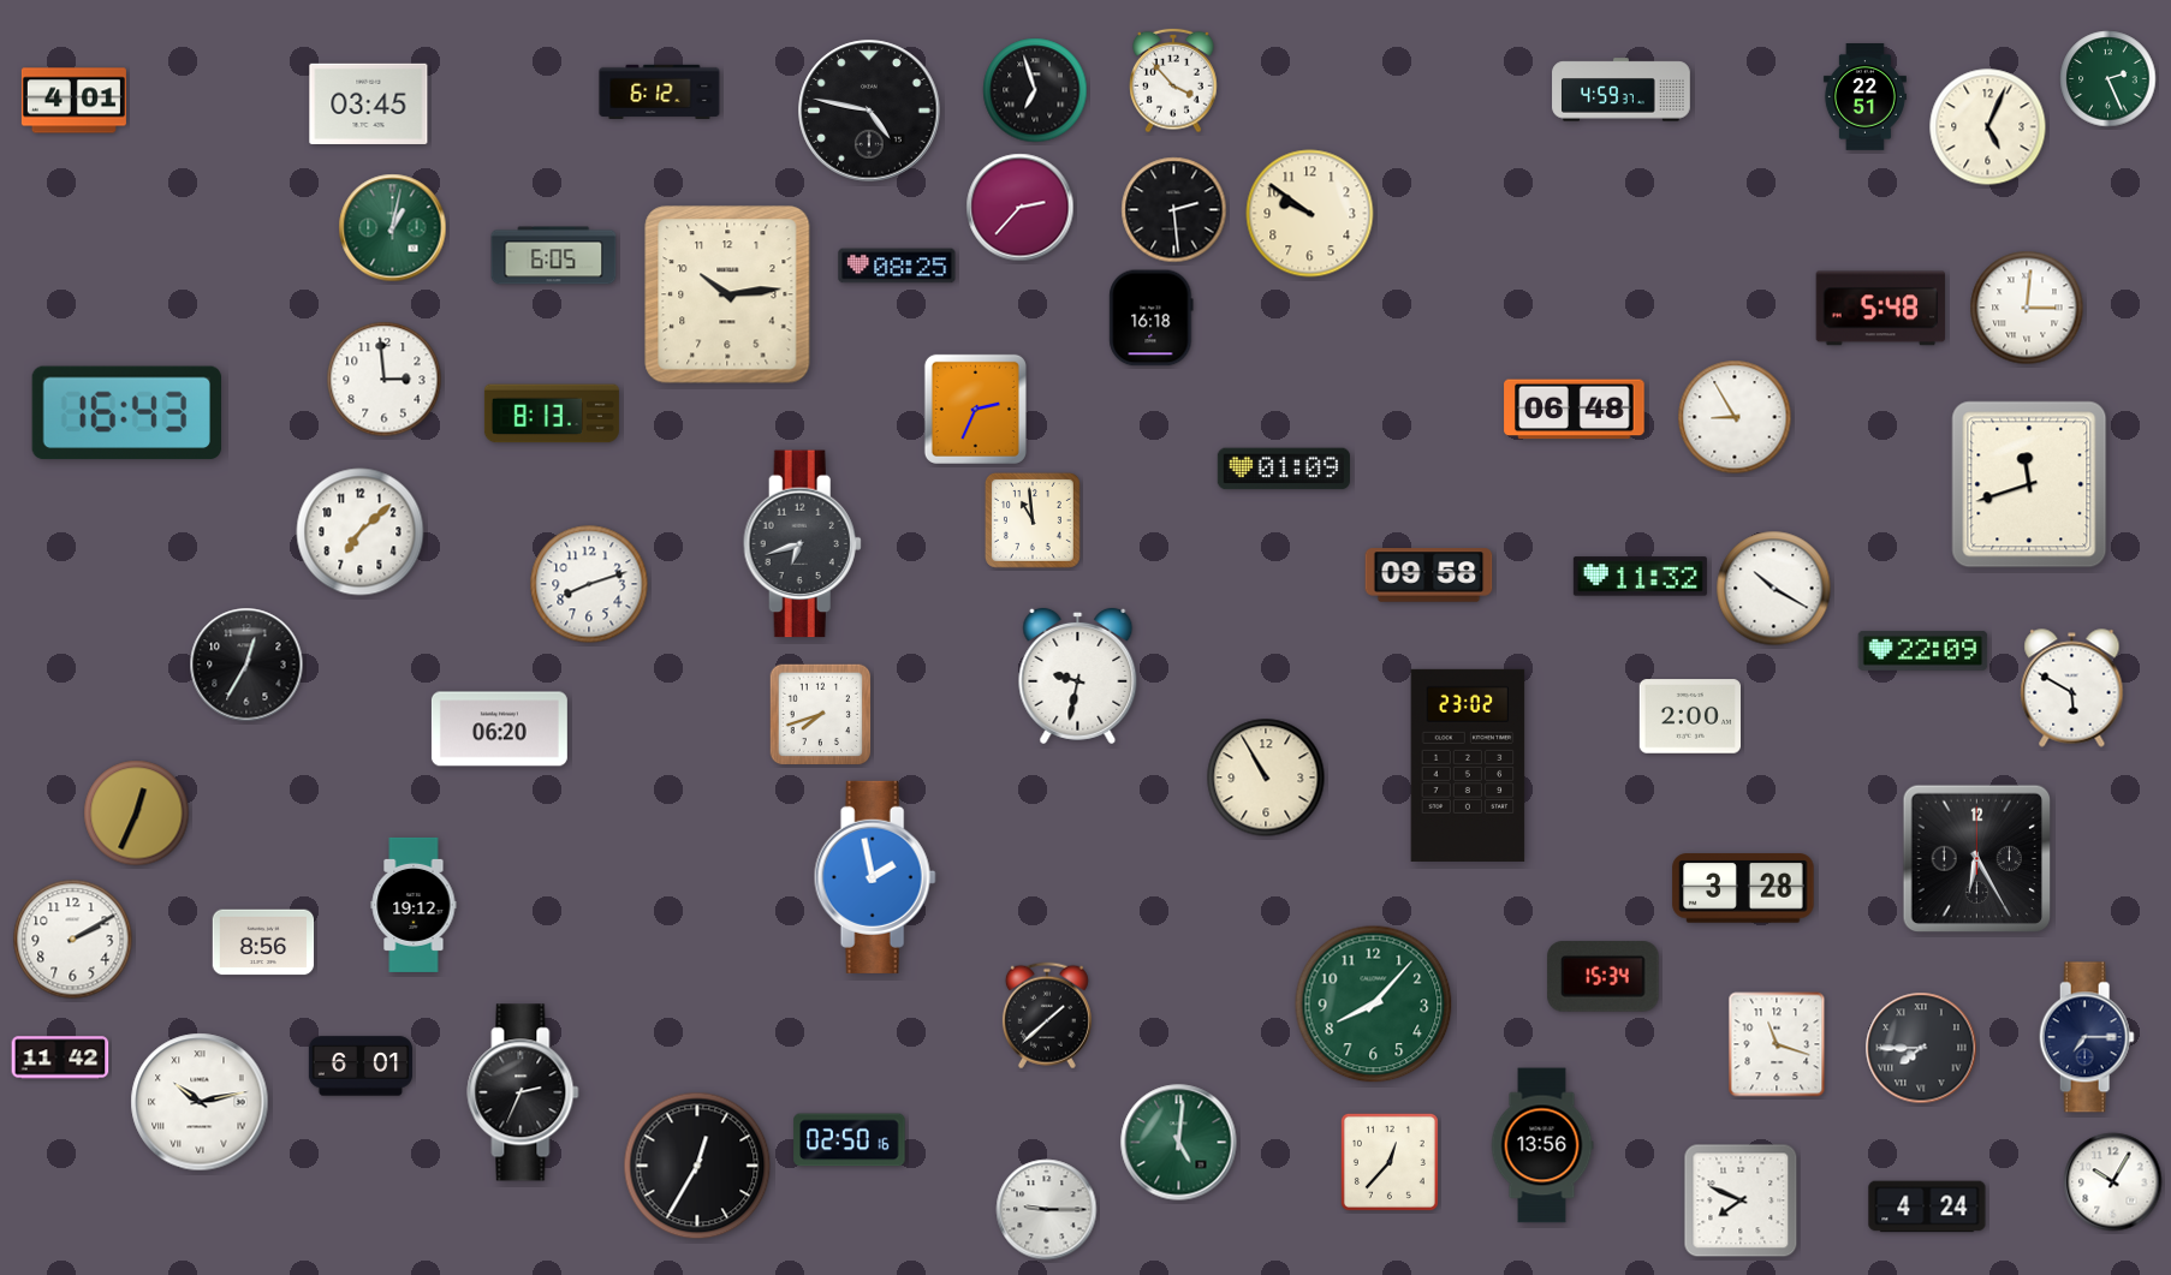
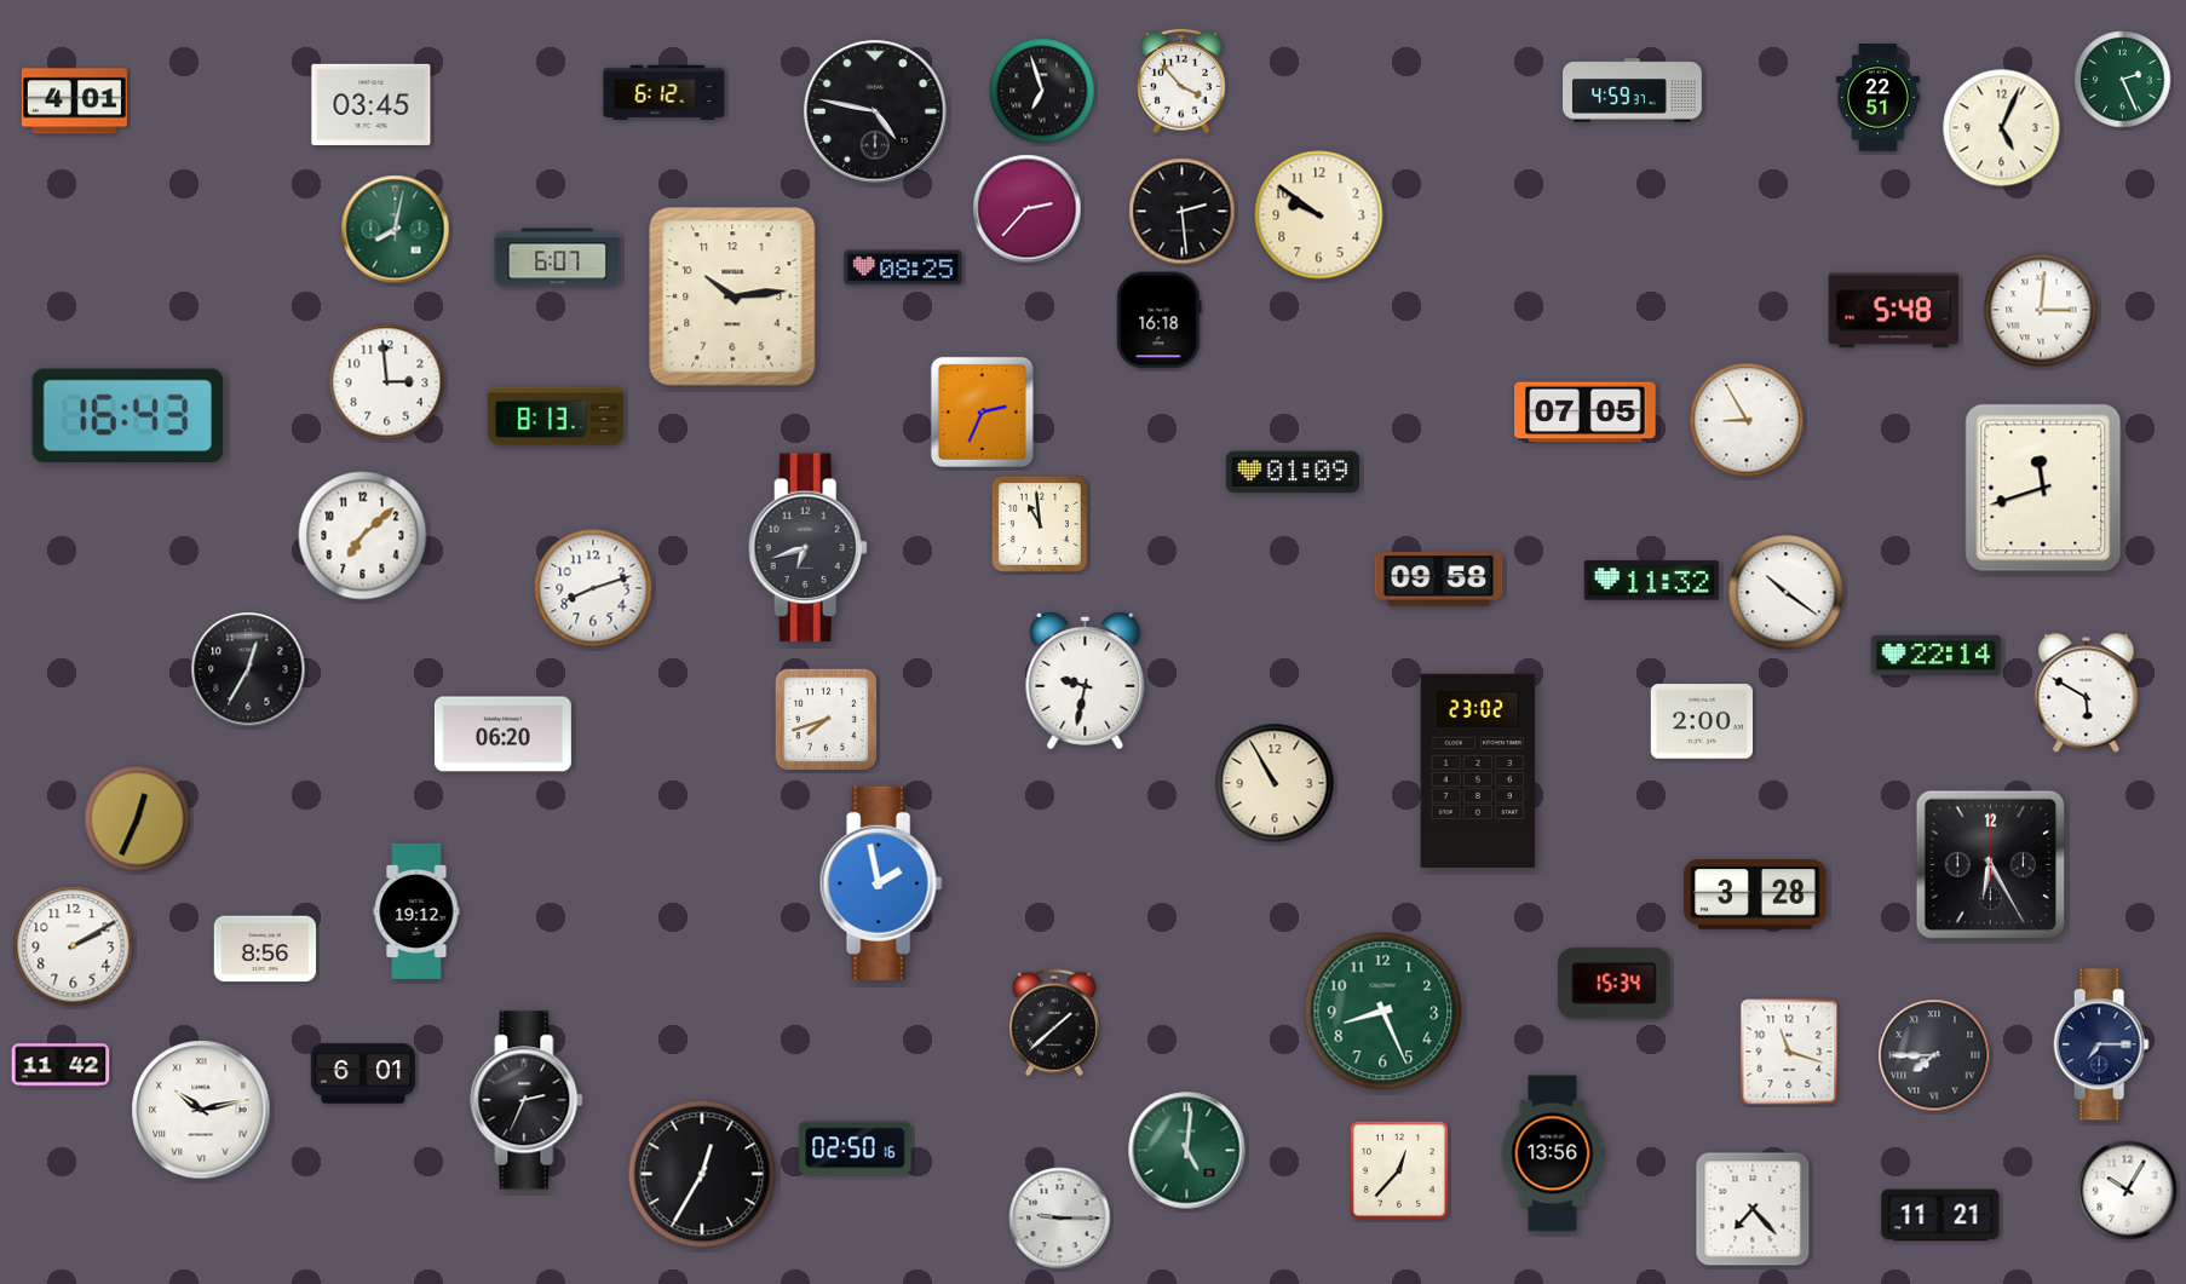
clock at (393, 228): 1:02 -> 8:02
clock at (554, 256): 6:05 -> 6:07
clock at (1575, 410): 06:48 -> 07:05
clock at (1774, 589): 10:20 -> 10:21
clock at (1923, 650): 22:09 -> 22:14
clock at (1374, 1005): 8:07 -> 8:26
clock at (1741, 1200): 7:49 -> 7:23
clock at (1927, 1207): 4:24 -> 11:21
clock at (1047, 1210) position: (1047, 1210) -> (1060, 1219)
